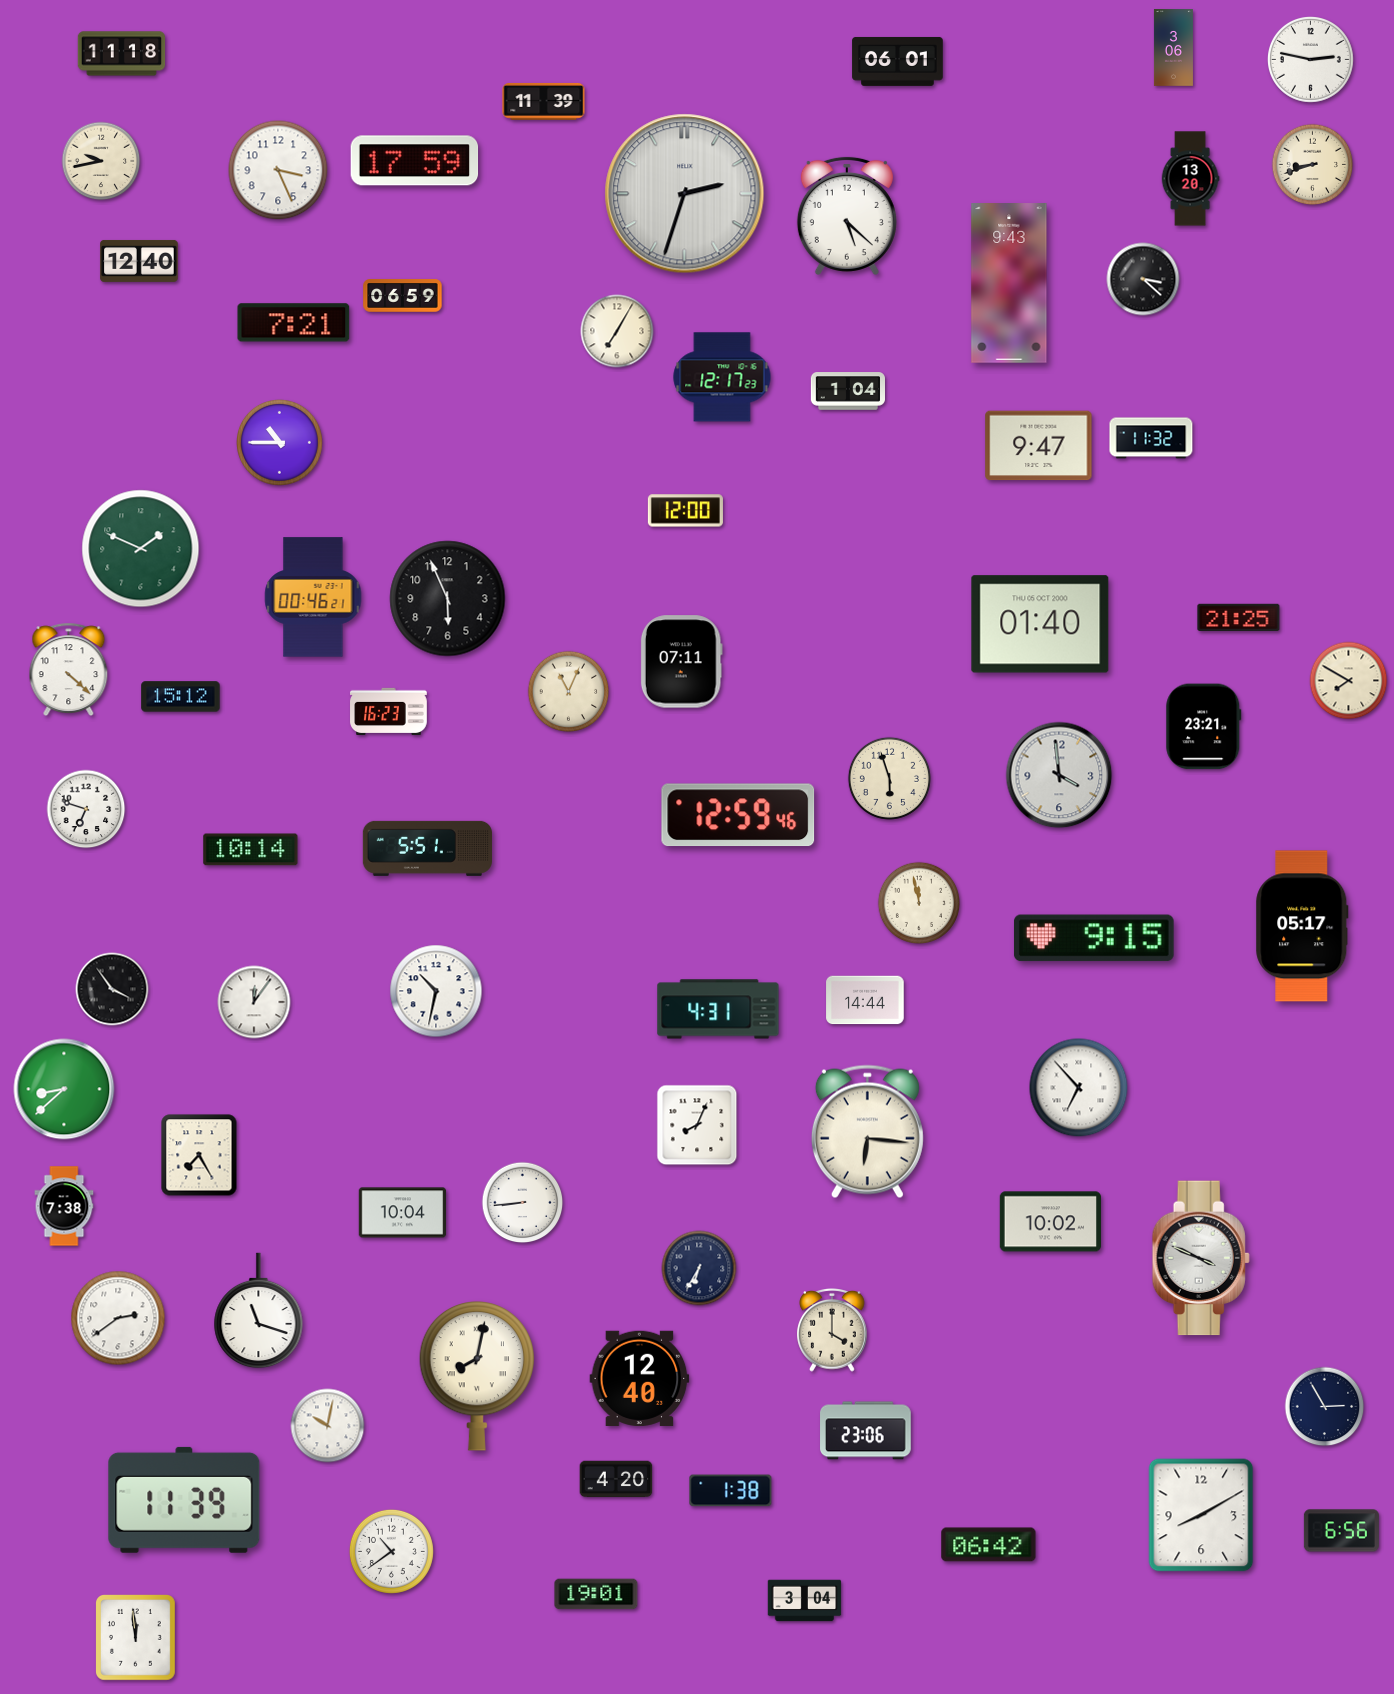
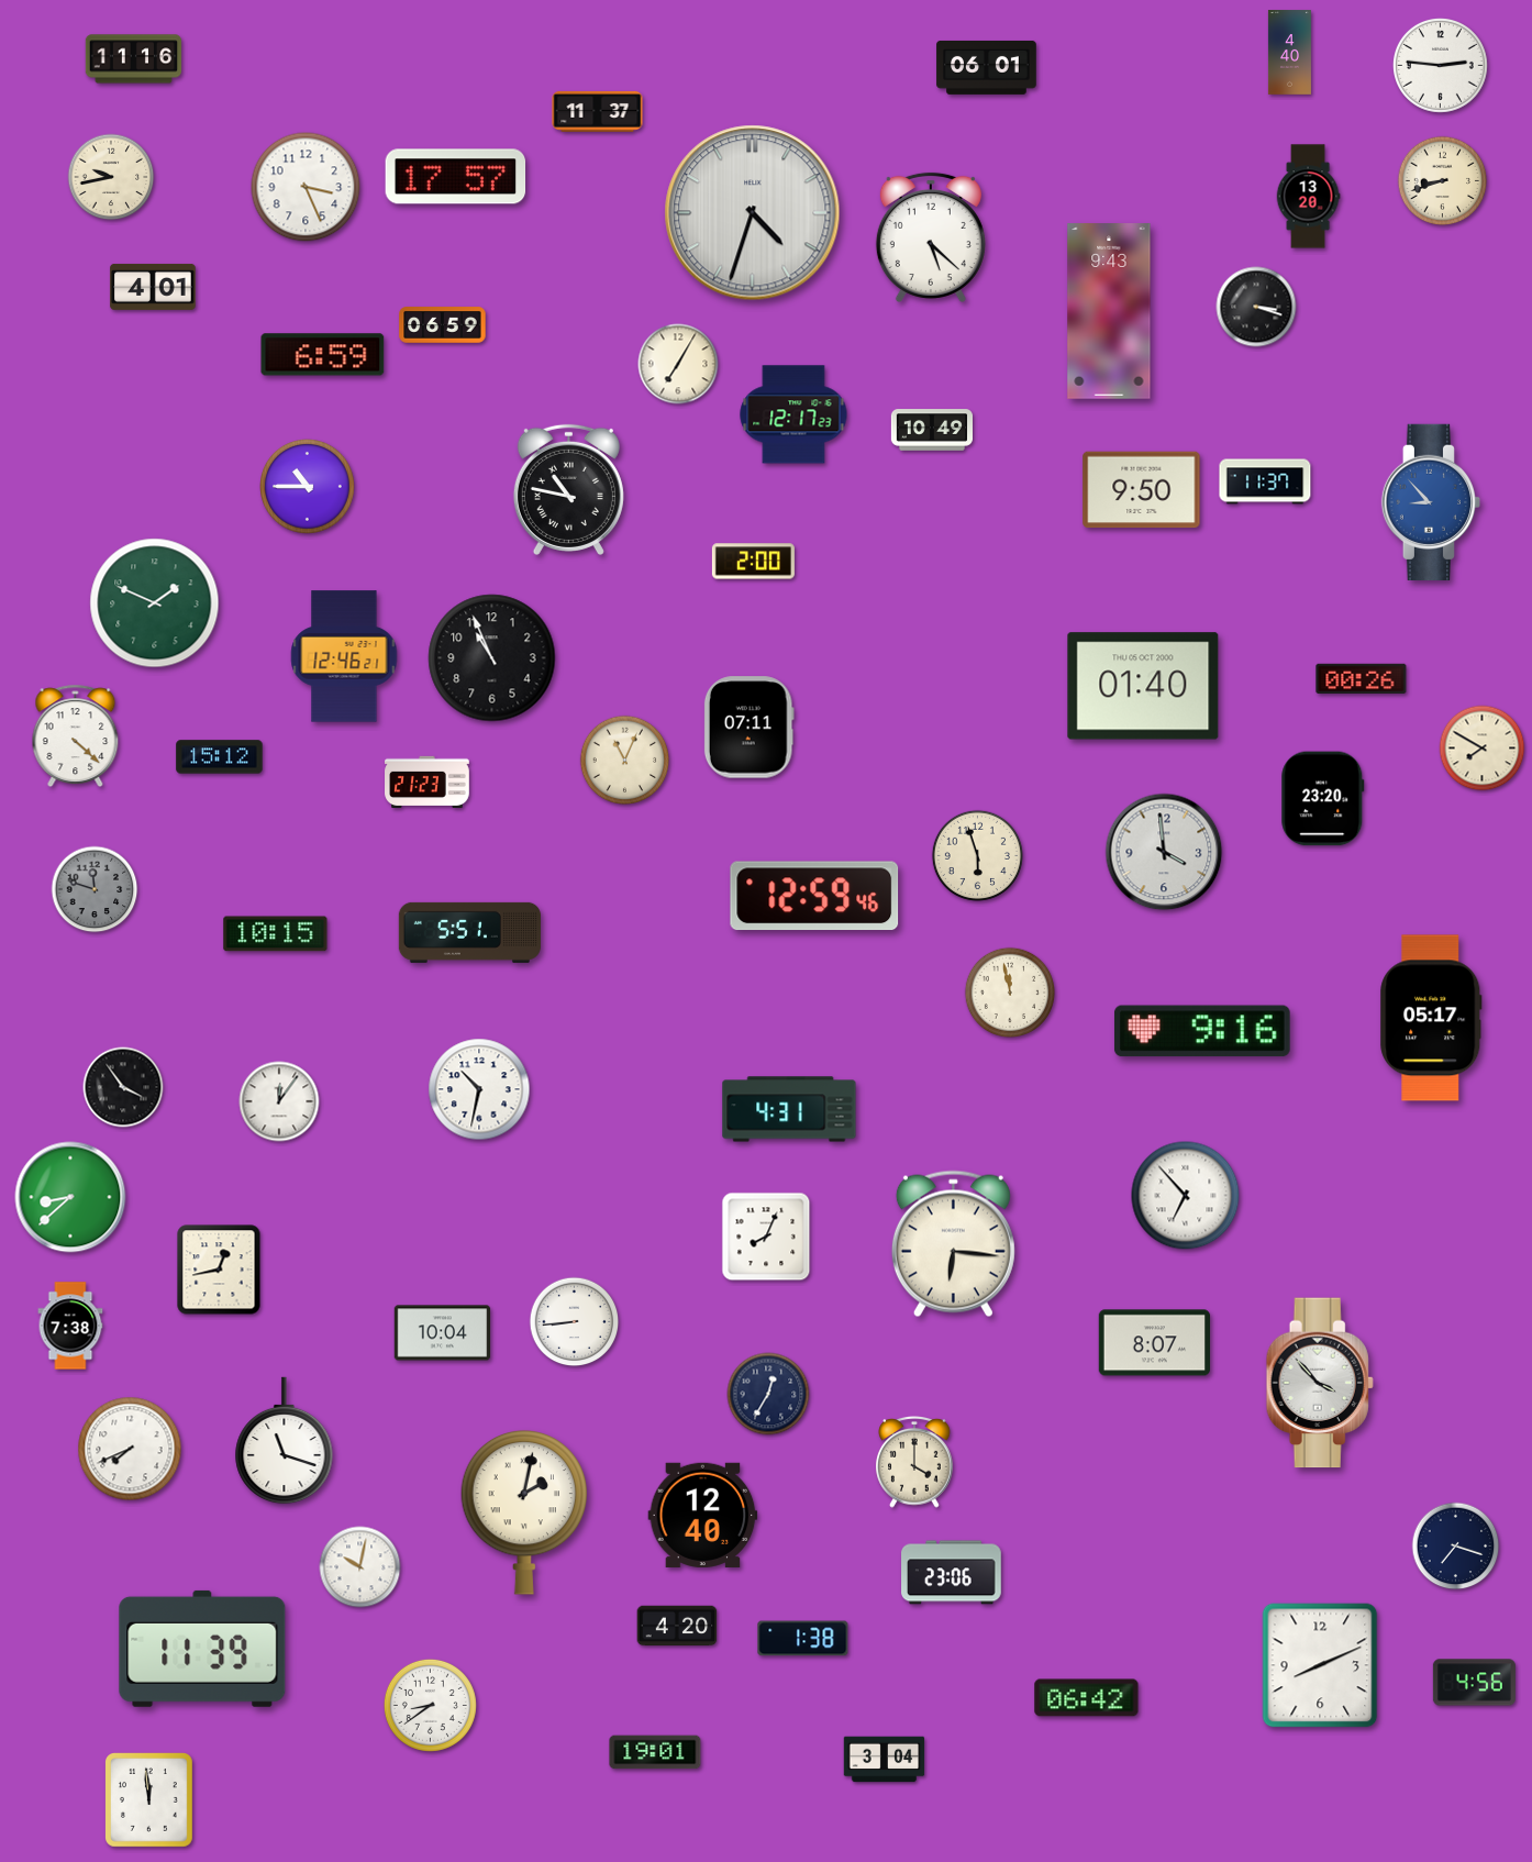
clock at (1173, 48): 3:06 -> 4:40
clock at (122, 54): 11:18 -> 11:16
clock at (1311, 60): 2:47 -> 2:46
clock at (544, 101): 11:39 -> 11:37
clock at (415, 161): 17:59 -> 17:57
clock at (685, 194): 2:33 -> 4:33
clock at (139, 261): 12:40 -> 4:01
clock at (1143, 279): 3:22 -> 3:18
clock at (294, 323): 7:21 -> 6:59
clock at (847, 391): 1:04 -> 10:49
clock at (1151, 438): 11:32 -> 11:37
clock at (568, 489): none -> 10:47
clock at (1039, 446): 9:47 -> 9:50
clock at (1430, 502): none -> 8:53
clock at (685, 511): 12:00 -> 2:00
clock at (313, 597): 00:46 -> 12:46
clock at (448, 599): 5:56 -> 10:56
clock at (1239, 618): 21:25 -> 00:26
clock at (181, 697) position: (181, 697) -> (220, 757)
clock at (389, 712): 16:23 -> 21:23
clock at (1204, 727): 23:21 -> 23:20
clock at (86, 809): 6:48 -> 11:48
clock at (86, 809) dial: white -> grey
clock at (738, 815) position: (738, 815) -> (814, 896)
clock at (251, 850): 10:14 -> 10:15
clock at (1094, 938): 9:15 -> 9:16
clock at (865, 1000): 14:44 -> none
clock at (199, 1155): 7:25 -> 12:43
clock at (1050, 1222): 10:02 -> 8:07
clock at (1201, 1258): 3:49 -> 3:53
clock at (699, 1268): 6:35 -> 12:35
clock at (118, 1318): 2:39 -> 7:41
clock at (477, 1376): 8:02 -> 2:02
clock at (1325, 1407): 2:55 -> 7:18
clock at (1201, 1515): 8:10 -> 8:11
clock at (1341, 1531): 6:56 -> 4:56
clock at (391, 1551): 10:39 -> 8:39
